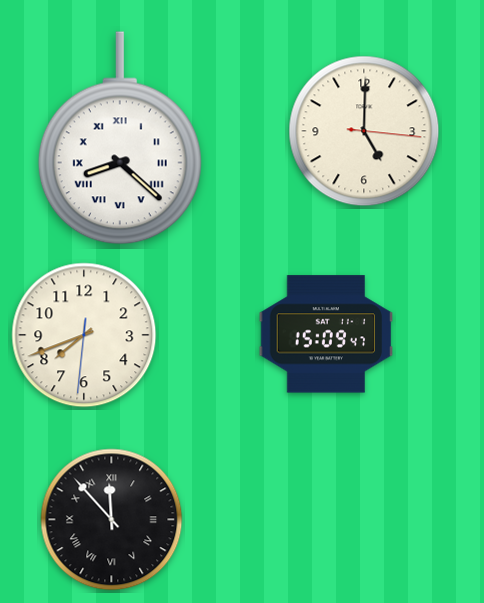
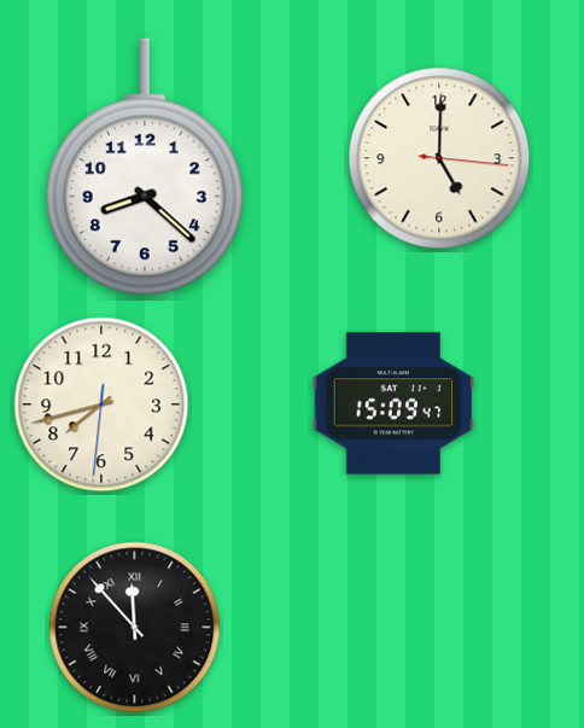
clock at (120, 138) numerals: Roman -> Arabic
clock at (84, 335): 7:41 -> 7:42
